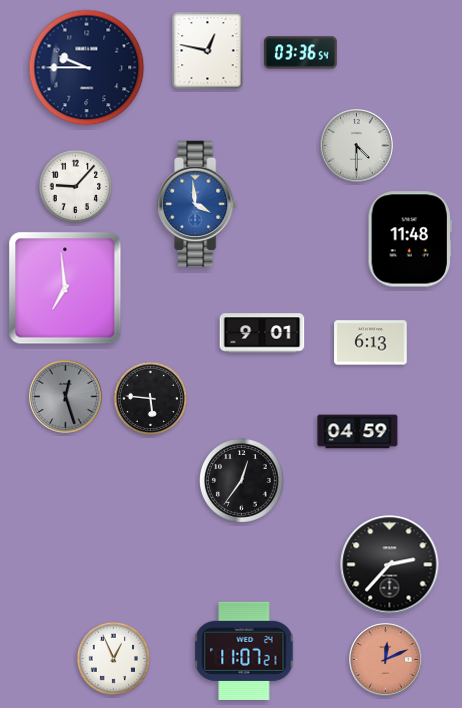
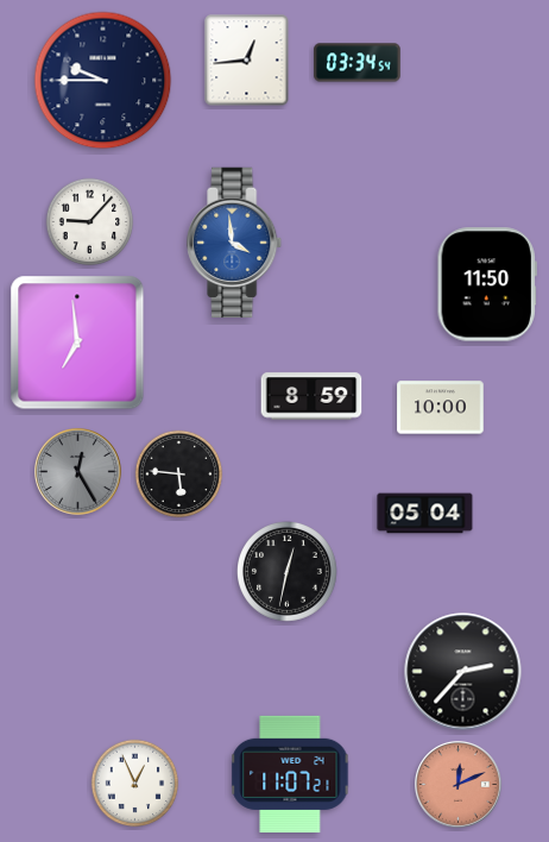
clock at (208, 51): 12:47 -> 12:44
clock at (301, 53): 03:36 -> 03:34
clock at (357, 146): 4:30 -> none
clock at (410, 239): 11:48 -> 11:50
clock at (262, 333): 9:01 -> 8:59
clock at (371, 343): 6:13 -> 10:00
clock at (66, 397): 12:27 -> 12:25
clock at (358, 432): 04:59 -> 05:04
clock at (242, 481): 12:36 -> 12:32
